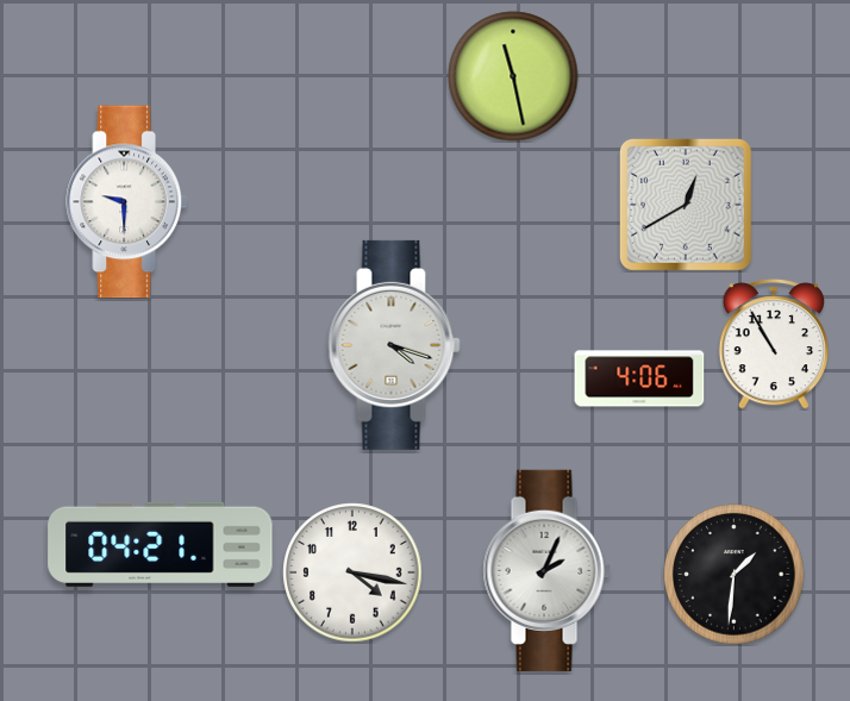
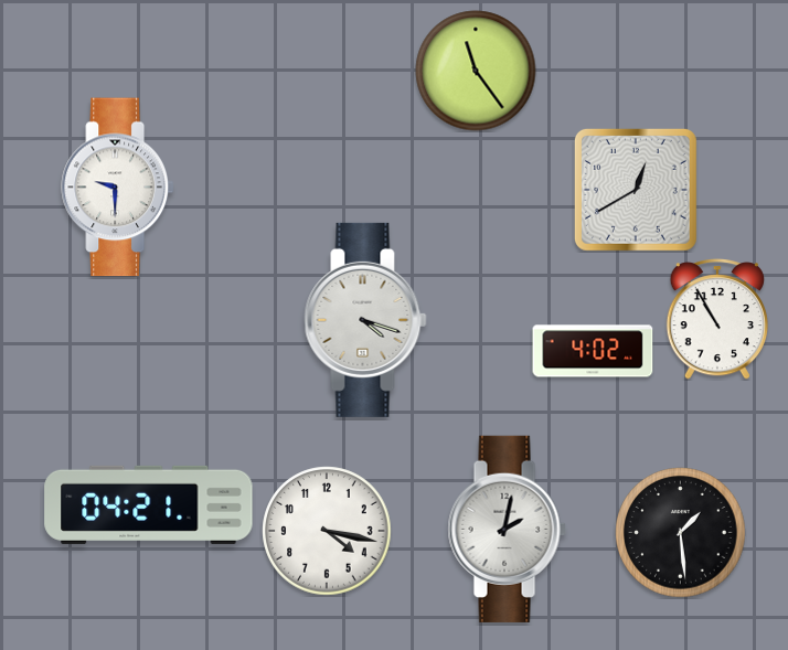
clock at (513, 76): 11:28 -> 11:24
clock at (639, 378): 4:06 -> 4:02
clock at (546, 570): 2:04 -> 2:02
clock at (735, 575): 1:31 -> 1:29
